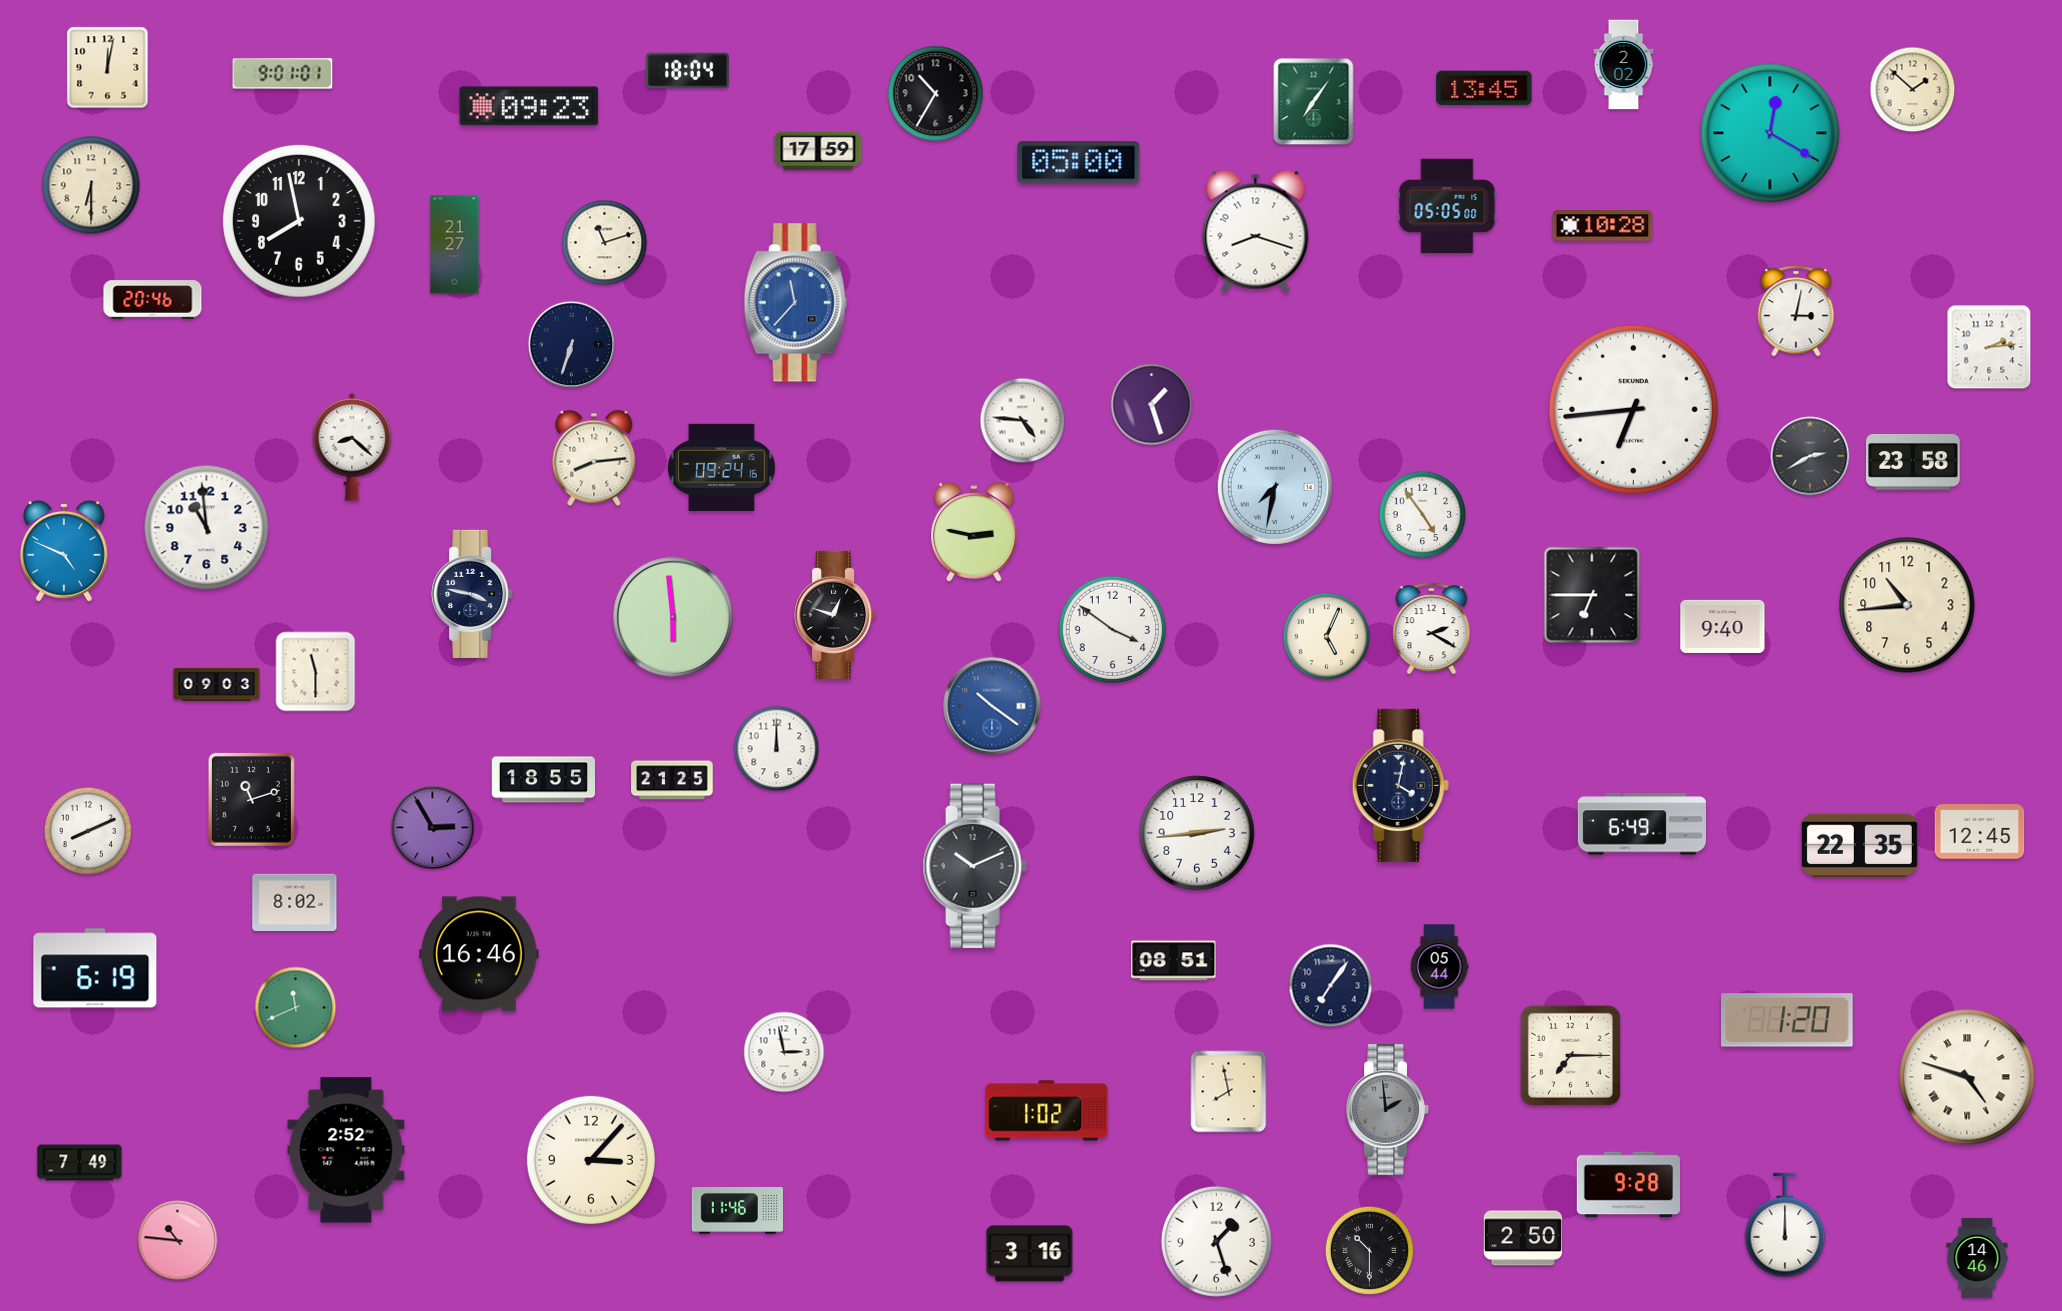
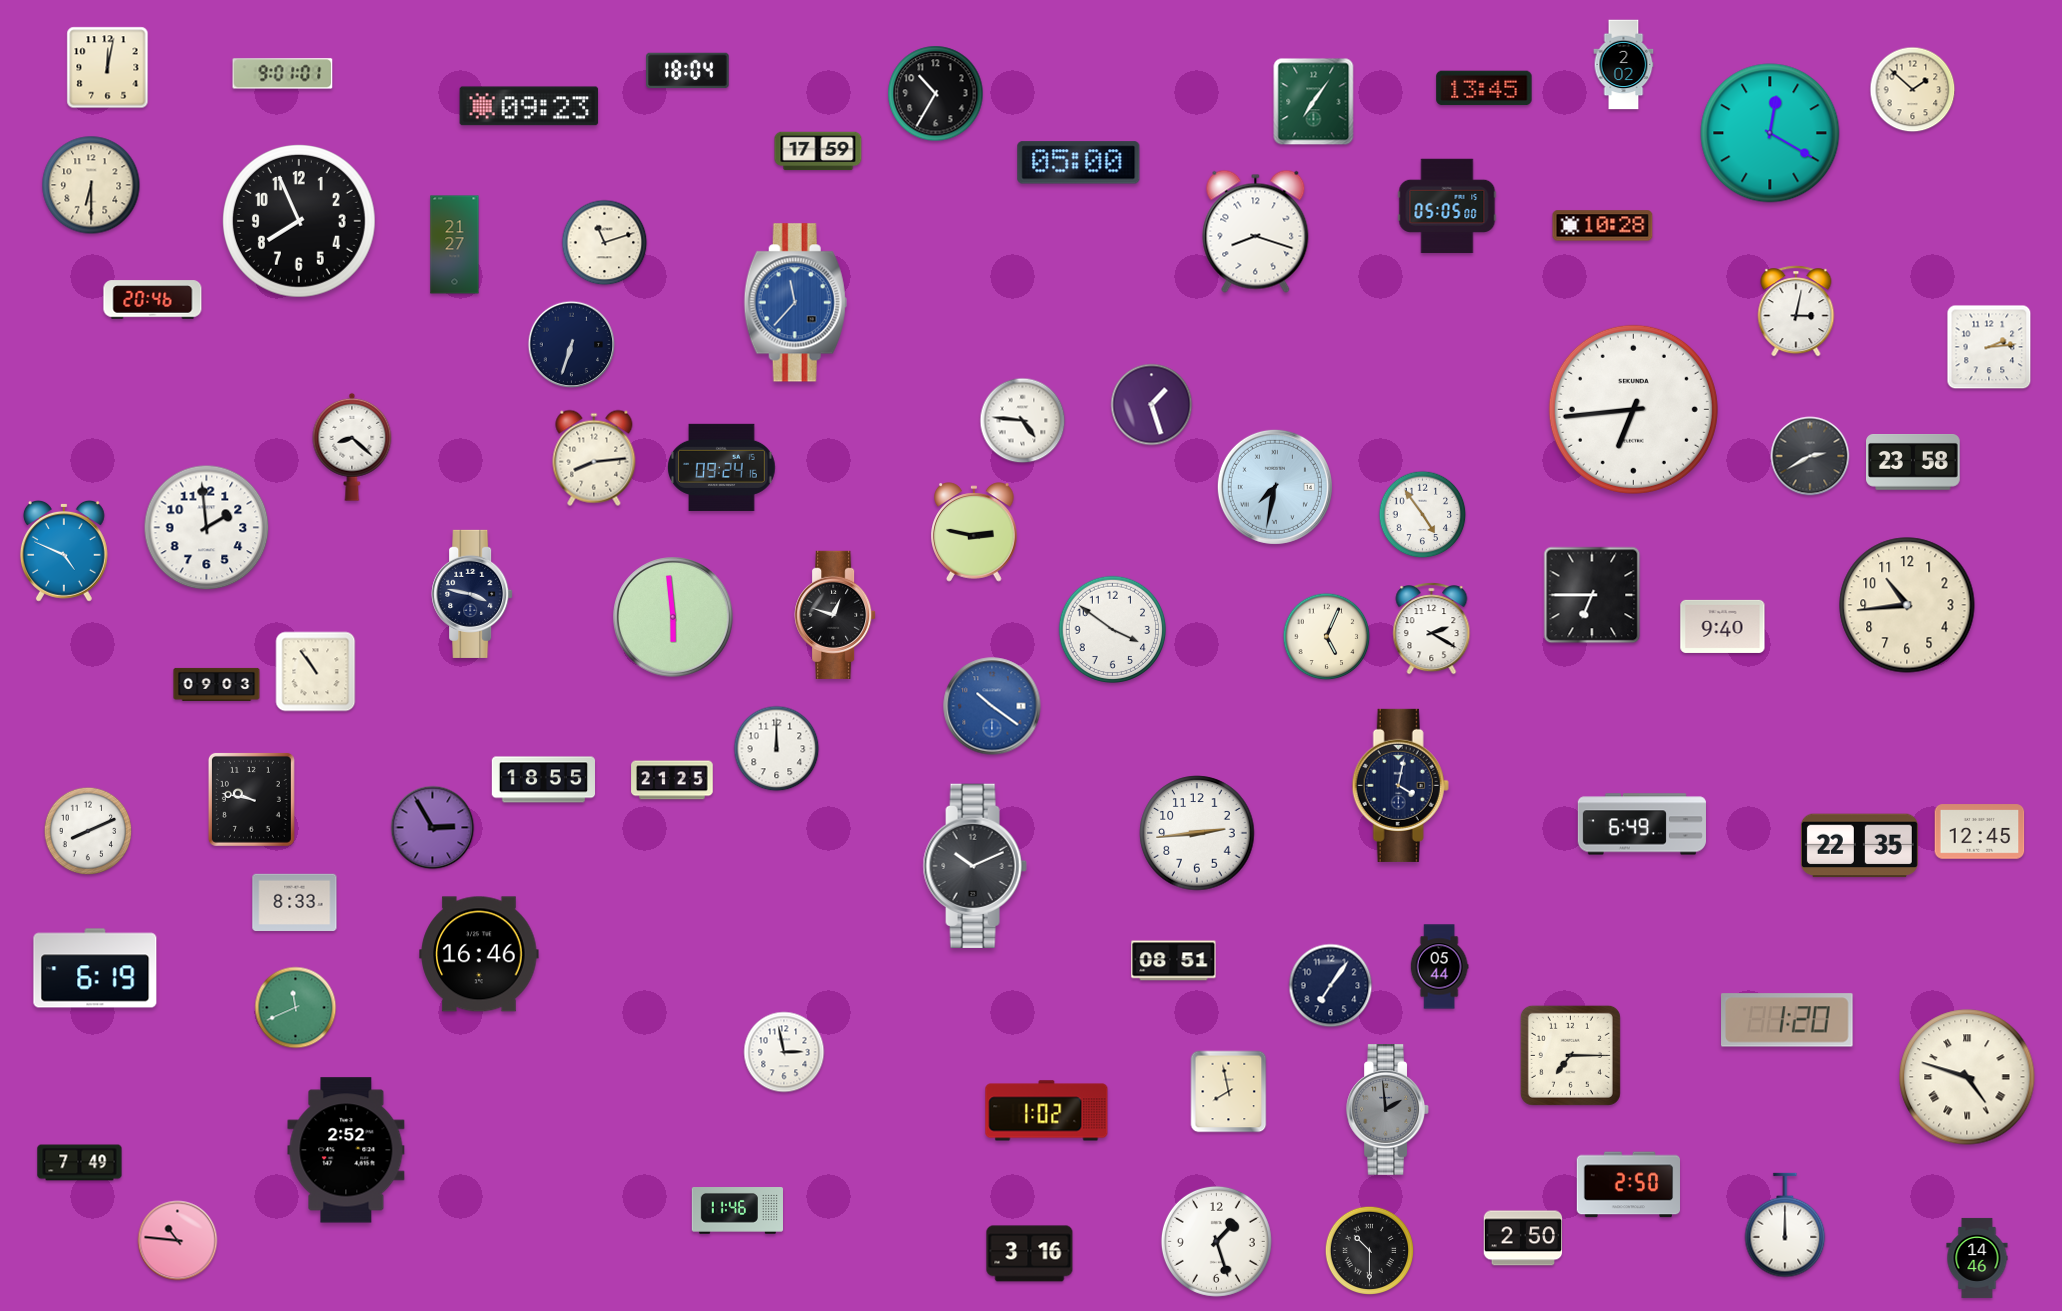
clock at (299, 221): 7:58 -> 7:56
clock at (207, 528): 10:59 -> 1:59
clock at (316, 672): 11:30 -> 10:54
clock at (251, 799): 11:12 -> 9:47
clock at (295, 903): 8:02 -> 8:33
clock at (591, 1160): 3:07 -> none
clock at (1628, 1185): 9:28 -> 2:50
